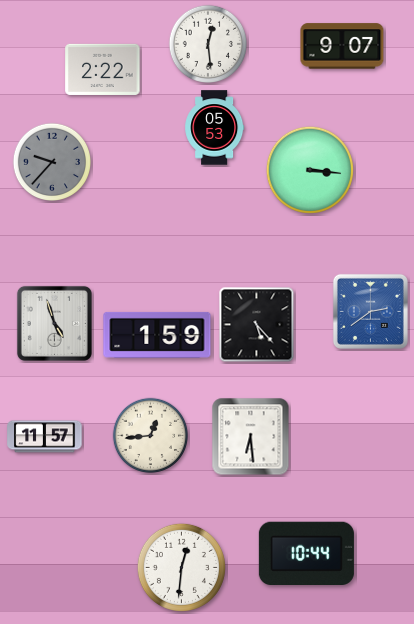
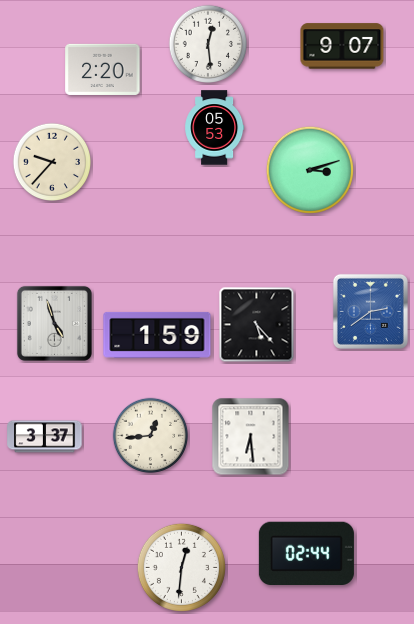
clock at (103, 69): 2:22 -> 2:20
clock at (51, 161) dial: grey -> cream
clock at (310, 170): 3:16 -> 3:12
clock at (45, 437): 11:57 -> 3:37
clock at (306, 553): 10:44 -> 02:44
